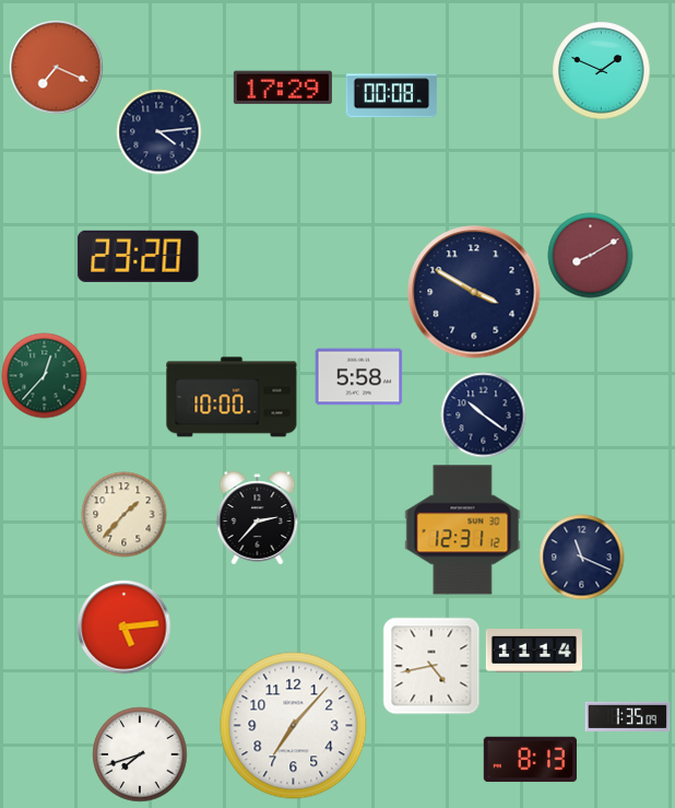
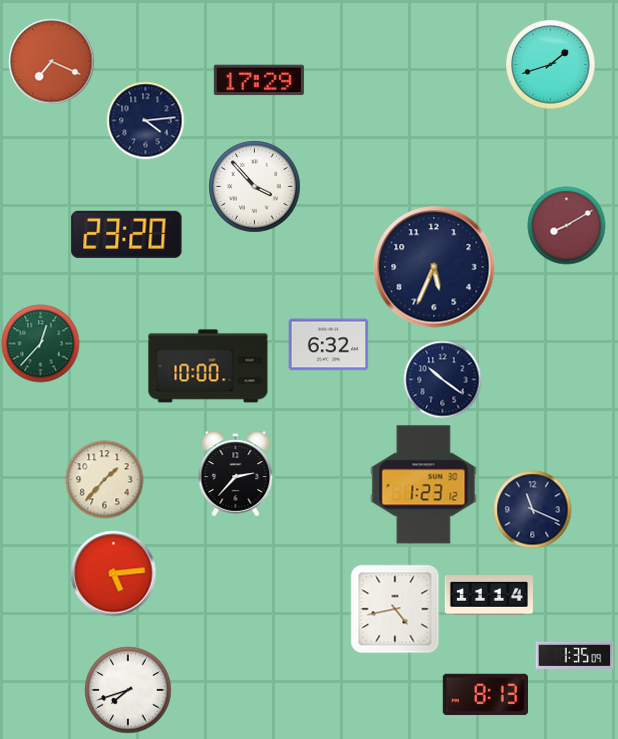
clock at (601, 70): 1:49 -> 1:42
clock at (391, 96): 00:08 -> none
clock at (254, 186): none -> 3:53
clock at (590, 255) position: (590, 255) -> (566, 225)
clock at (474, 292): 3:50 -> 5:34
clock at (358, 377): 5:58 -> 6:32
clock at (232, 397) position: (232, 397) -> (208, 366)
clock at (123, 514) position: (123, 514) -> (104, 479)
clock at (463, 530): 12:31 -> 1:23
clock at (294, 726): 7:07 -> none
